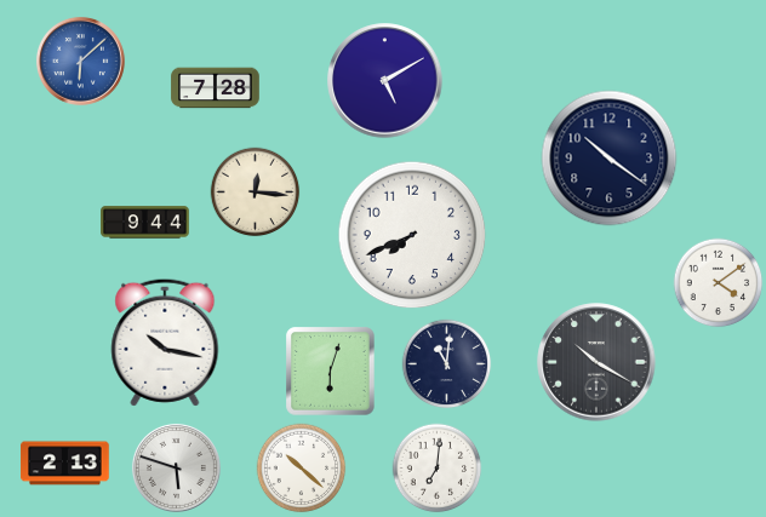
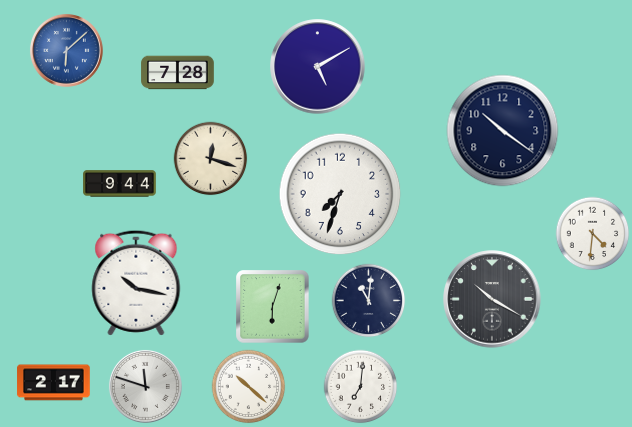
clock at (256, 193): 12:16 -> 12:18
clock at (412, 235): 7:41 -> 7:33
clock at (719, 283): 4:09 -> 4:31
clock at (65, 464): 2:13 -> 2:17
clock at (176, 467): 5:48 -> 11:48
